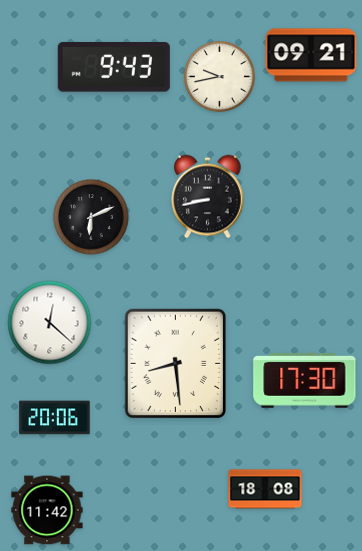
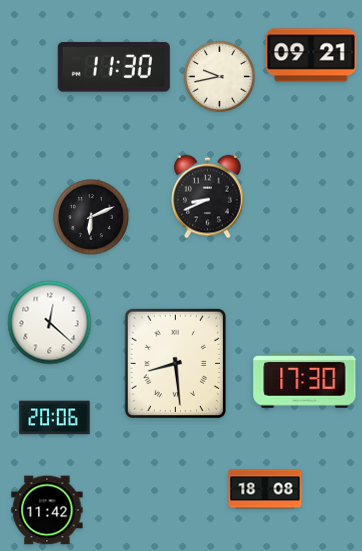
clock at (114, 67): 9:43 -> 11:30
clock at (208, 197): 8:43 -> 8:41
